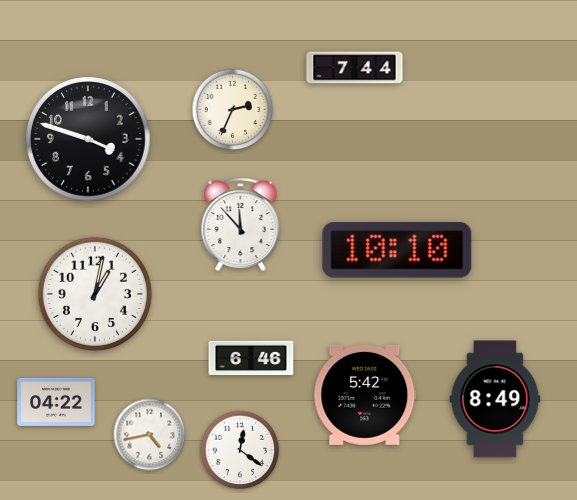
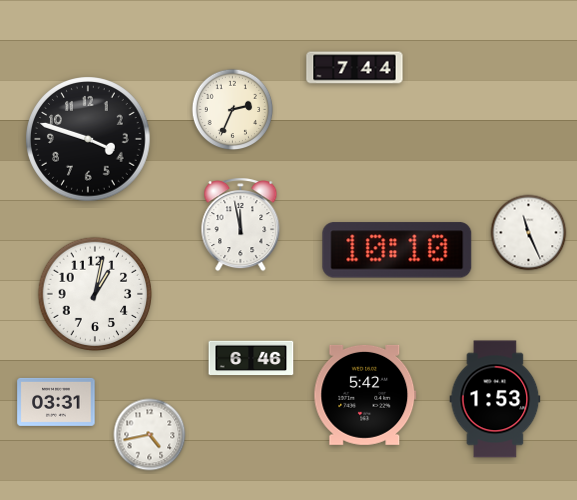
clock at (241, 225): 11:53 -> 11:58
clock at (529, 233): none -> 11:26
clock at (495, 399): 8:49 -> 1:53
clock at (56, 402): 04:22 -> 03:31
clock at (240, 450): 12:21 -> none
